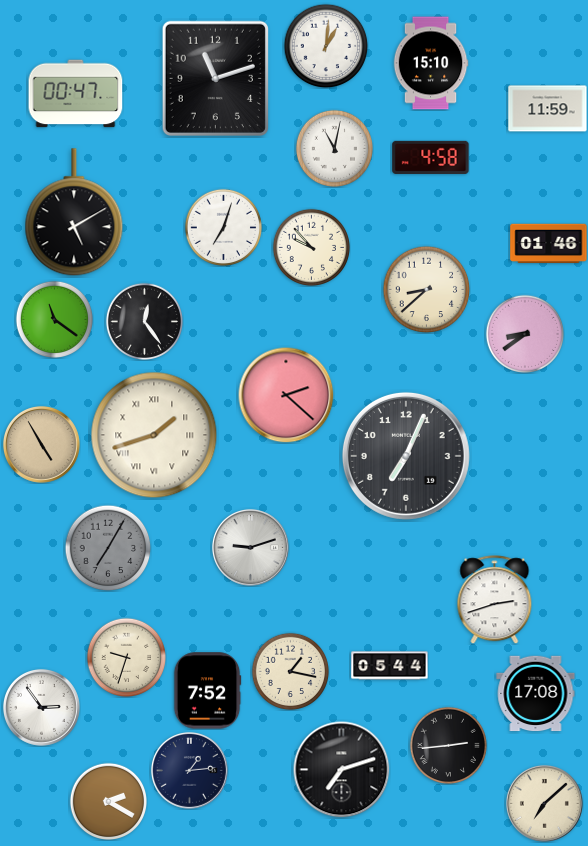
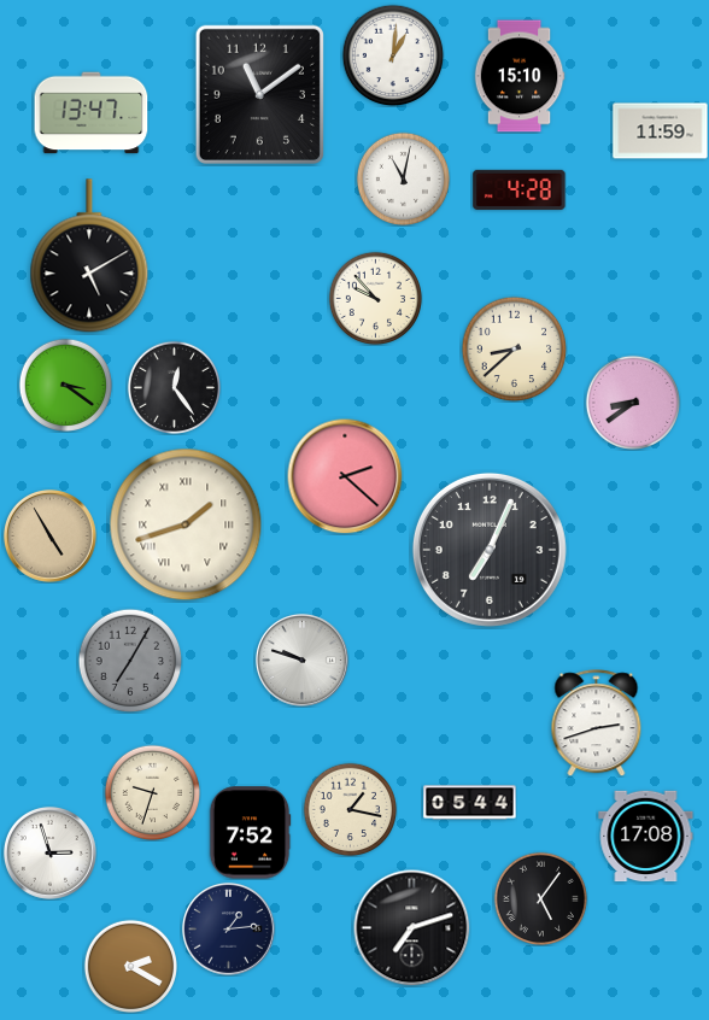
clock at (215, 78): 11:12 -> 11:09
clock at (76, 94): 00:47 -> 13:47
clock at (431, 157): 4:58 -> 4:28
clock at (223, 227): 7:03 -> none
clock at (549, 244): 01:46 -> none
clock at (54, 319): 11:21 -> 3:21
clock at (250, 547): 9:12 -> 9:48
clock at (41, 707): 2:54 -> 2:57
clock at (448, 745): 2:44 -> 5:06
clock at (544, 803): 7:08 -> none
